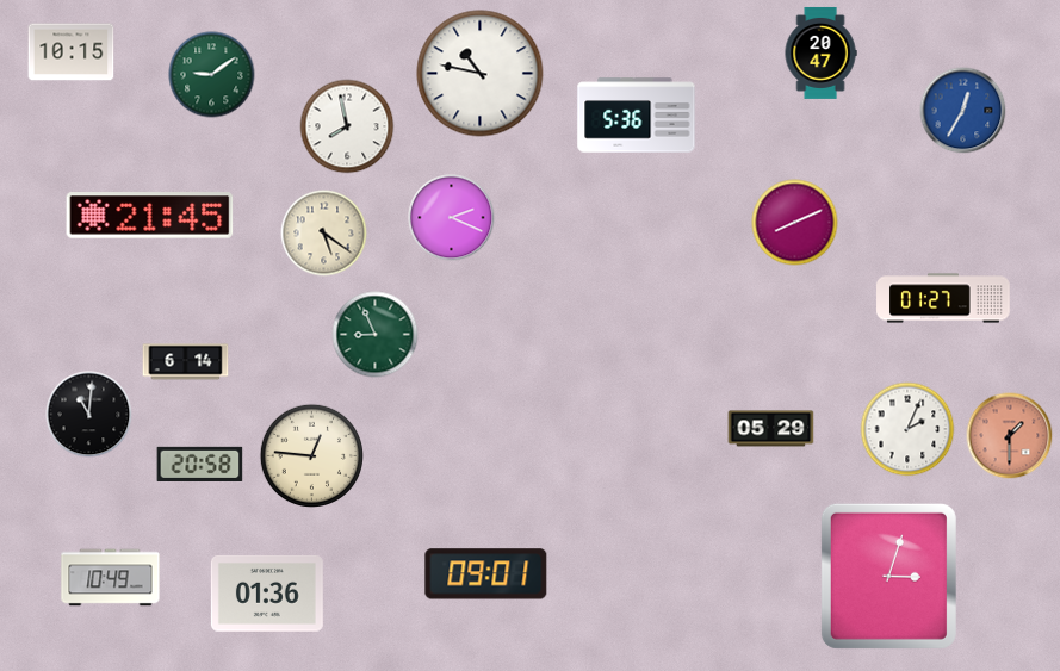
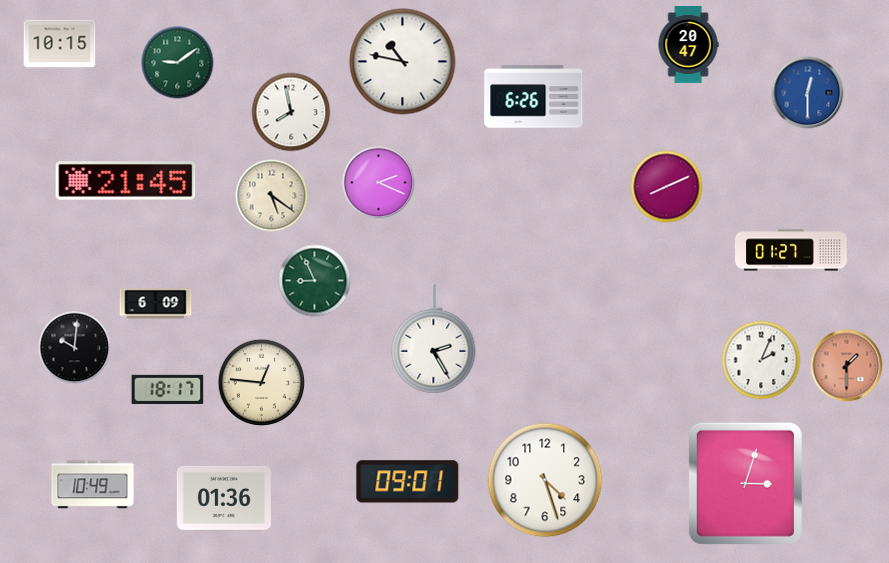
clock at (963, 111): 12:35 -> 12:30
clock at (637, 116): 5:36 -> 6:26
clock at (347, 126) position: (347, 126) -> (291, 112)
clock at (186, 362): 6:14 -> 6:09
clock at (434, 339): none -> 2:25
clock at (89, 415): 11:01 -> 10:01
clock at (771, 429): 05:29 -> none
clock at (200, 464): 20:58 -> 18:17
clock at (545, 480): none -> 4:27
